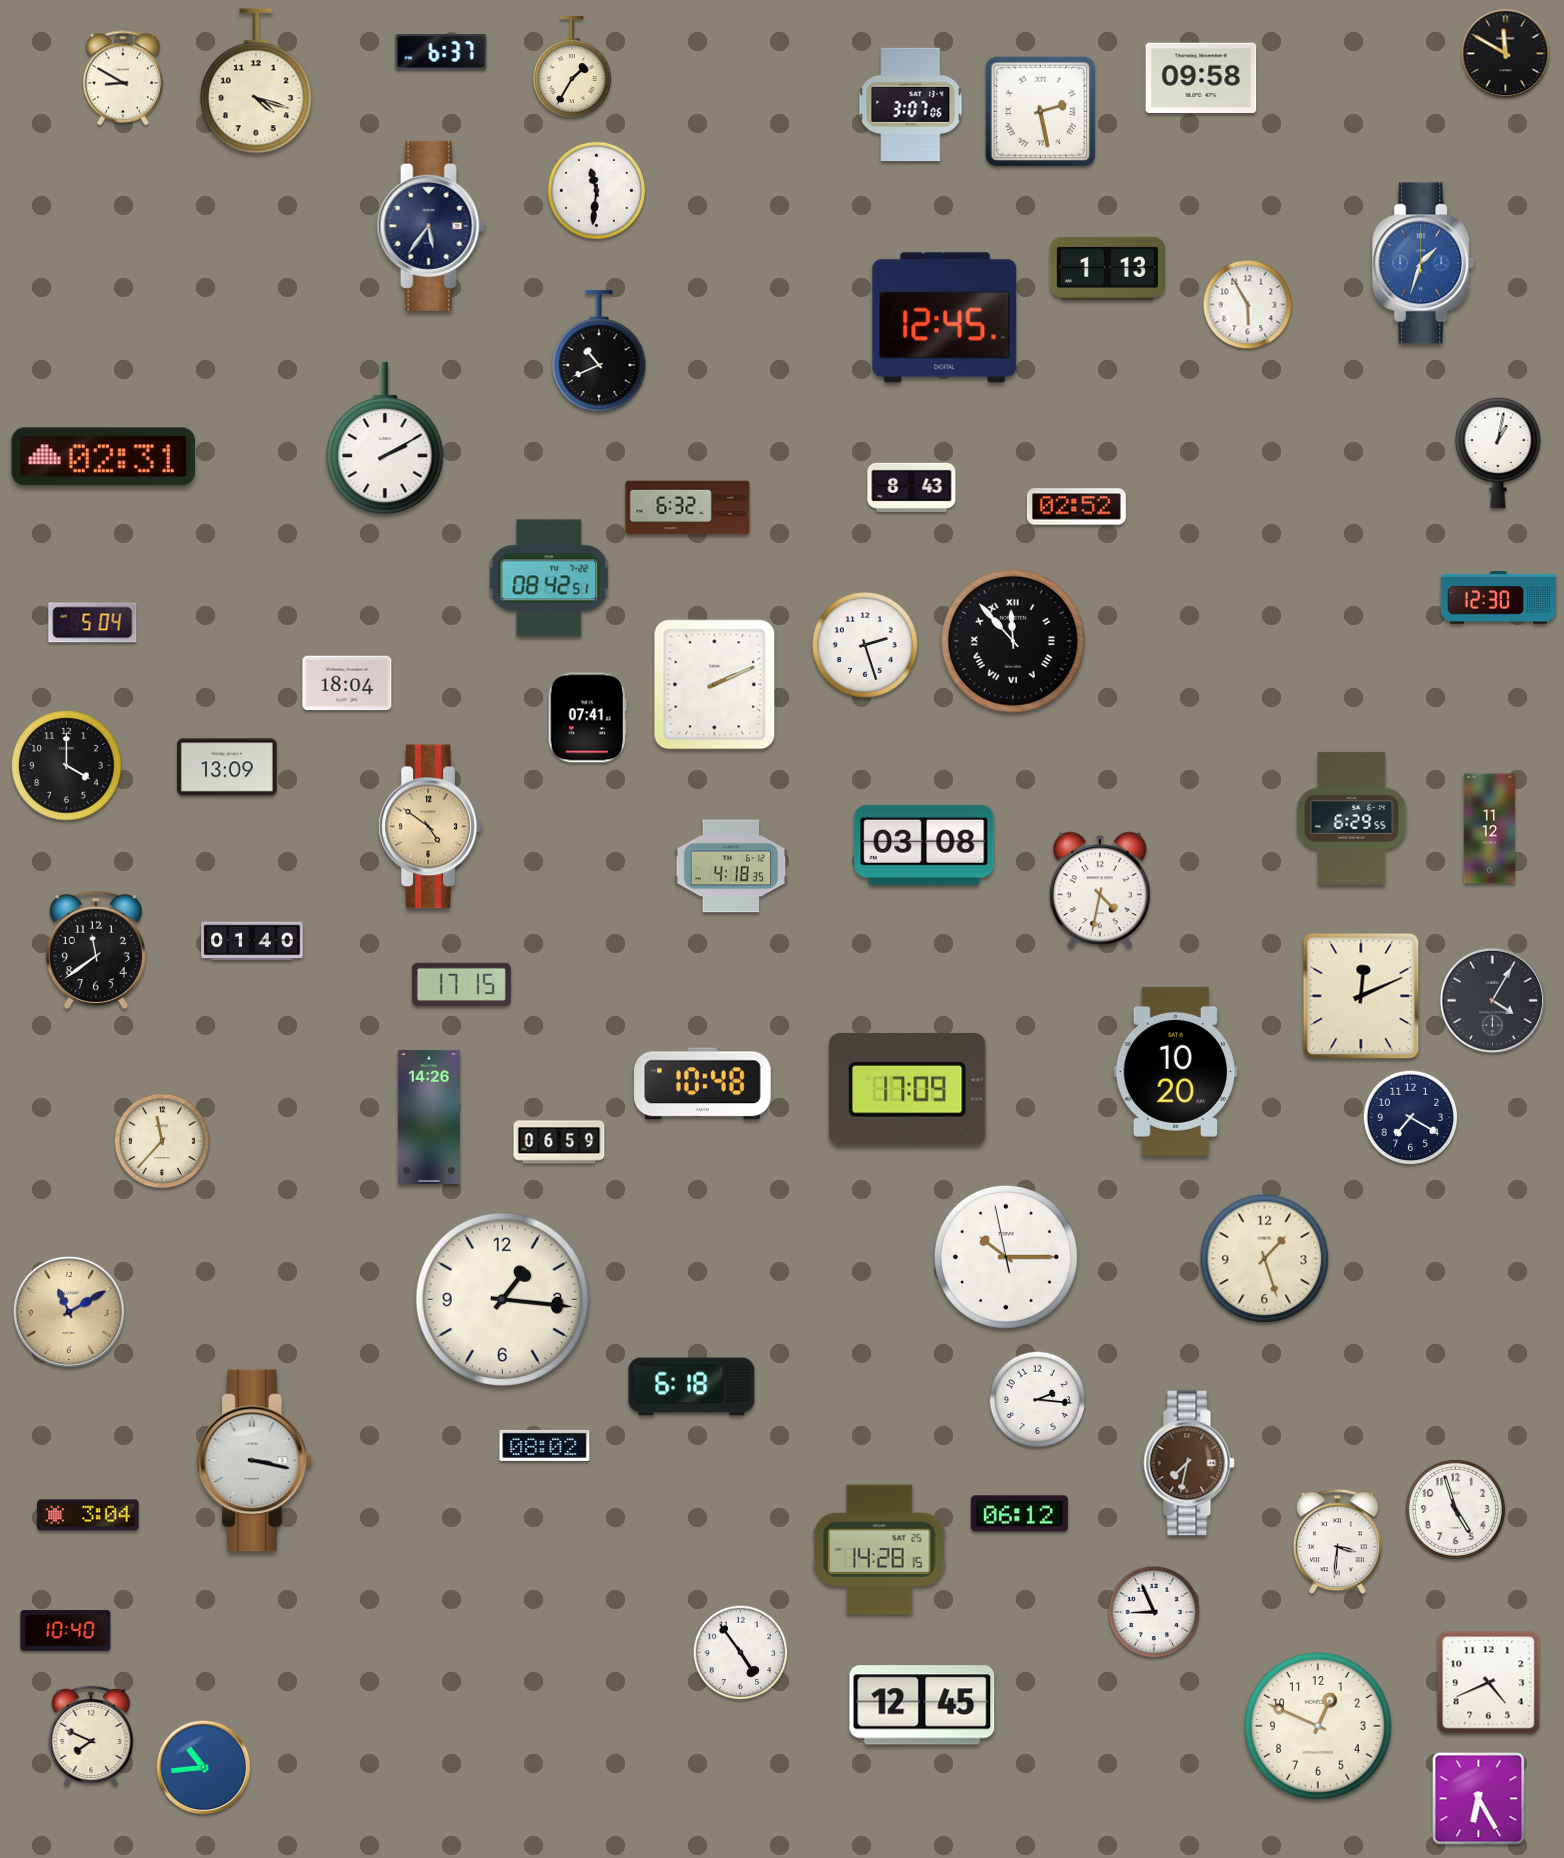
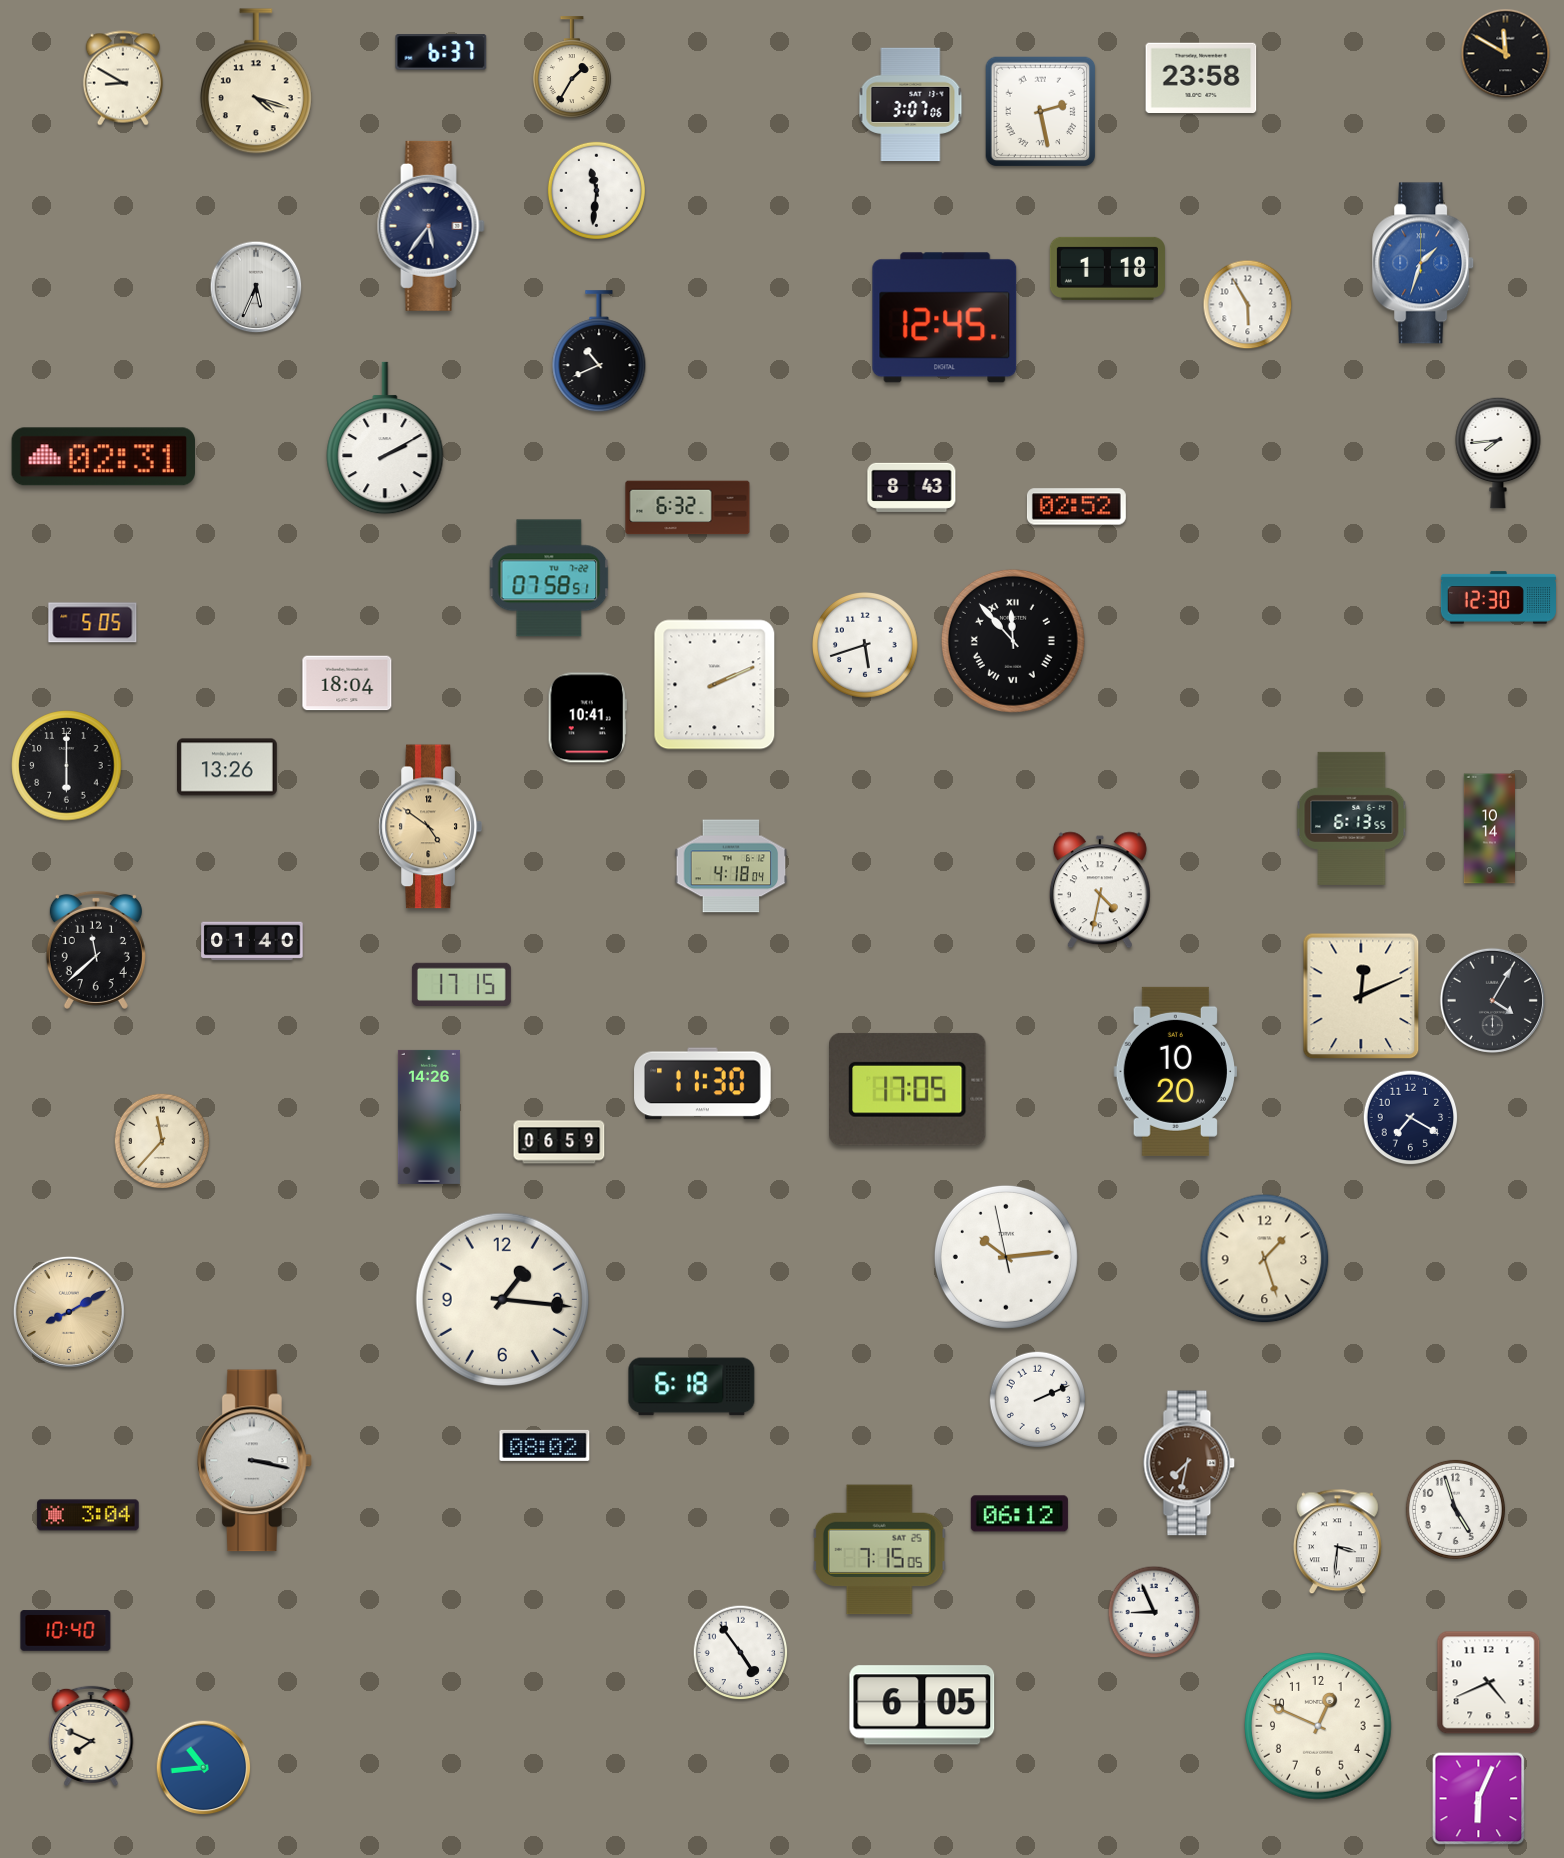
clock at (1201, 77): 09:58 -> 23:58
clock at (1107, 268): 1:13 -> 1:18
clock at (256, 287): none -> 5:34
clock at (1498, 453): 1:02 -> 7:44
clock at (549, 578): 08:42 -> 07:58
clock at (93, 623): 5:04 -> 5:05
clock at (865, 645): 2:27 -> 5:42
clock at (587, 718): 07:41 -> 10:41
clock at (67, 766): 4:00 -> 6:00
clock at (228, 767): 13:09 -> 13:26
clock at (1352, 818): 6:29 -> 6:13
clock at (1489, 829): 11:12 -> 10:14
clock at (924, 845): 03:08 -> none
clock at (731, 866): 4:18:35 -> 4:18:04
clock at (96, 950): 11:39 -> 11:38
clock at (703, 1084): 10:48 -> 11:30
clock at (907, 1089): 17:09 -> 17:05
clock at (1006, 1257): 10:14 -> 10:13
clock at (69, 1312): 11:10 -> 8:10
clock at (1037, 1399): 2:16 -> 2:11
clock at (879, 1550): 14:28 -> 7:15
clock at (922, 1705): 12:45 -> 6:05
clock at (1479, 1799): 6:25 -> 6:04
